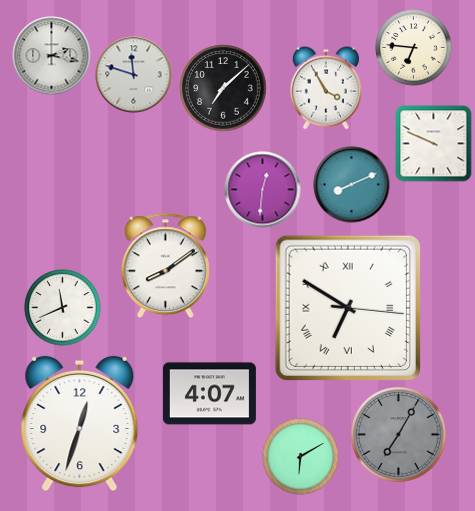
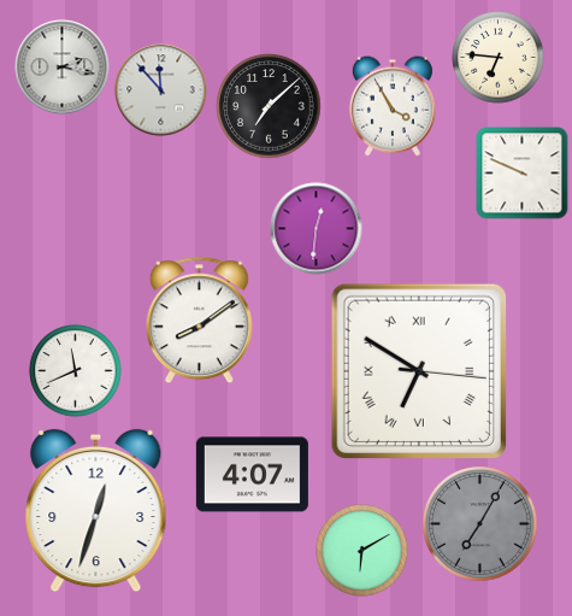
clock at (134, 75): 11:48 -> 11:53
clock at (352, 185): 8:11 -> none
